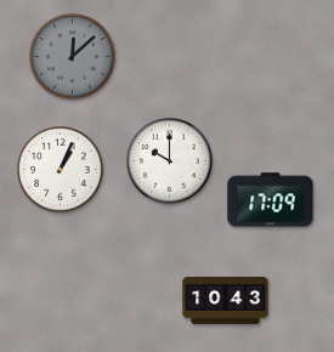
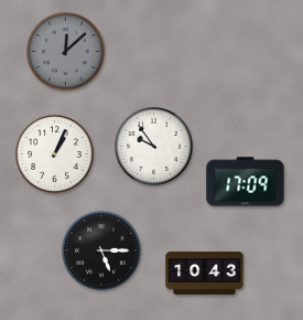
clock at (170, 161): 10:00 -> 9:54
clock at (101, 250): none -> 5:15
